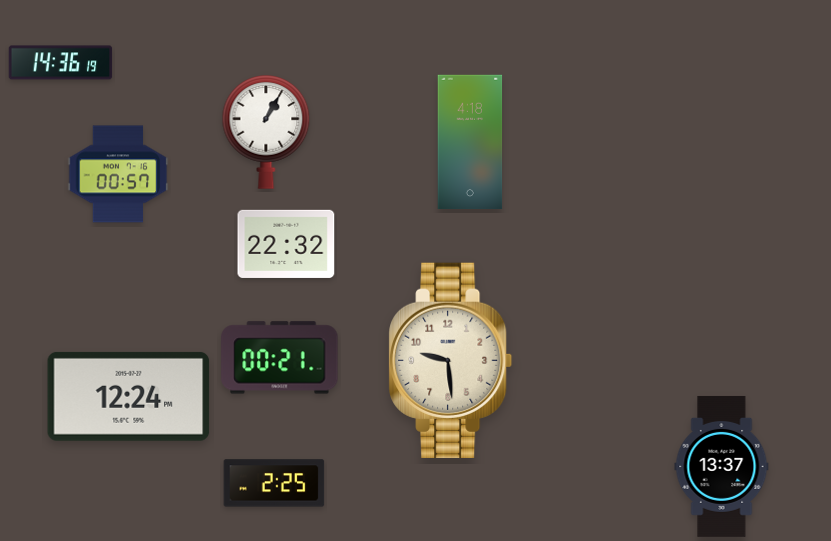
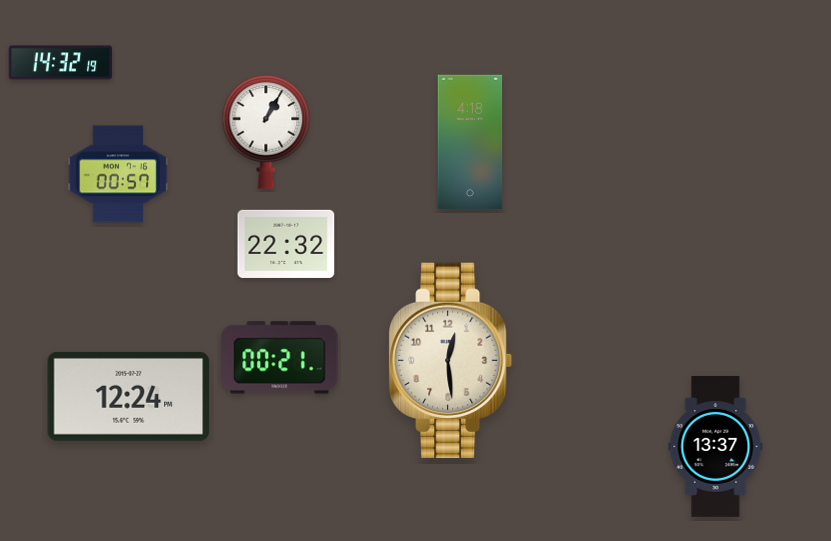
clock at (61, 63): 14:36 -> 14:32
clock at (451, 360): 9:29 -> 12:29
clock at (722, 466) position: (722, 466) -> (716, 446)
clock at (274, 483): 2:25 -> none
